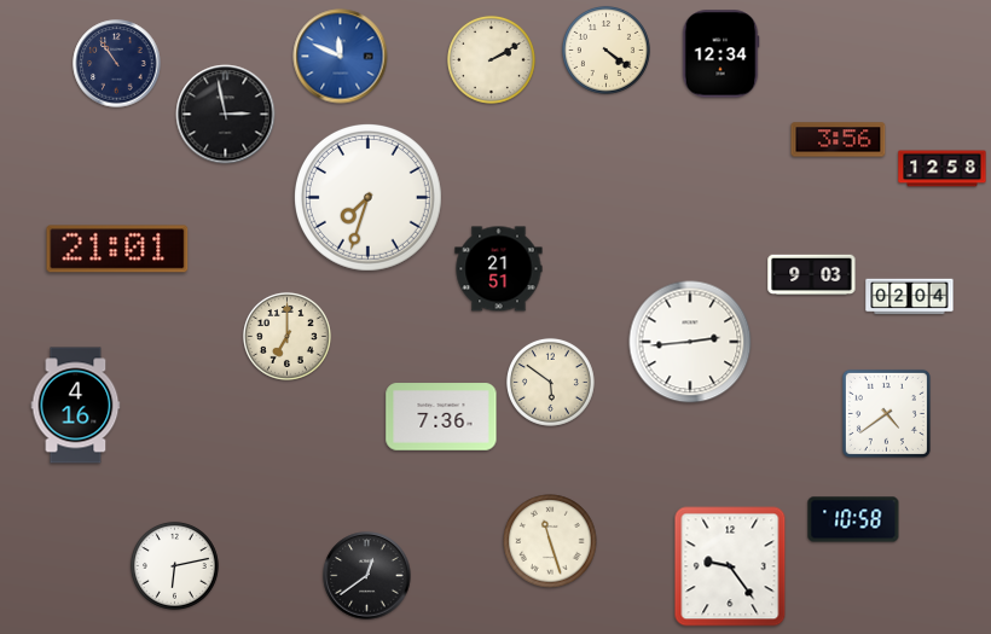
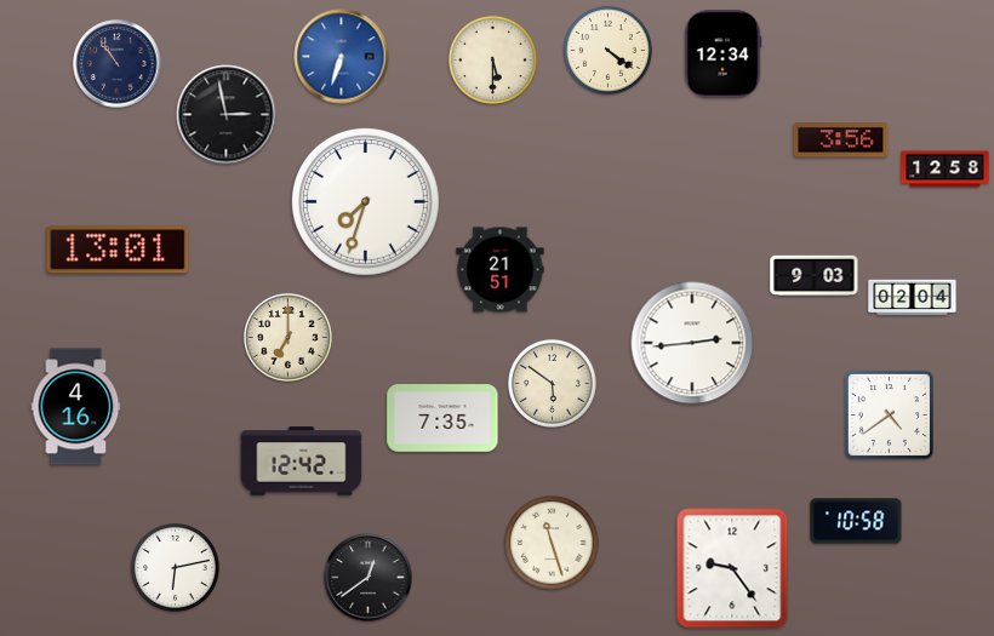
clock at (341, 57): 11:49 -> 6:33
clock at (491, 59): 2:10 -> 5:30
clock at (367, 197) position: (367, 197) -> (365, 201)
clock at (117, 249): 21:01 -> 13:01
clock at (441, 417): 7:36 -> 7:35
clock at (302, 462): none -> 12:42
